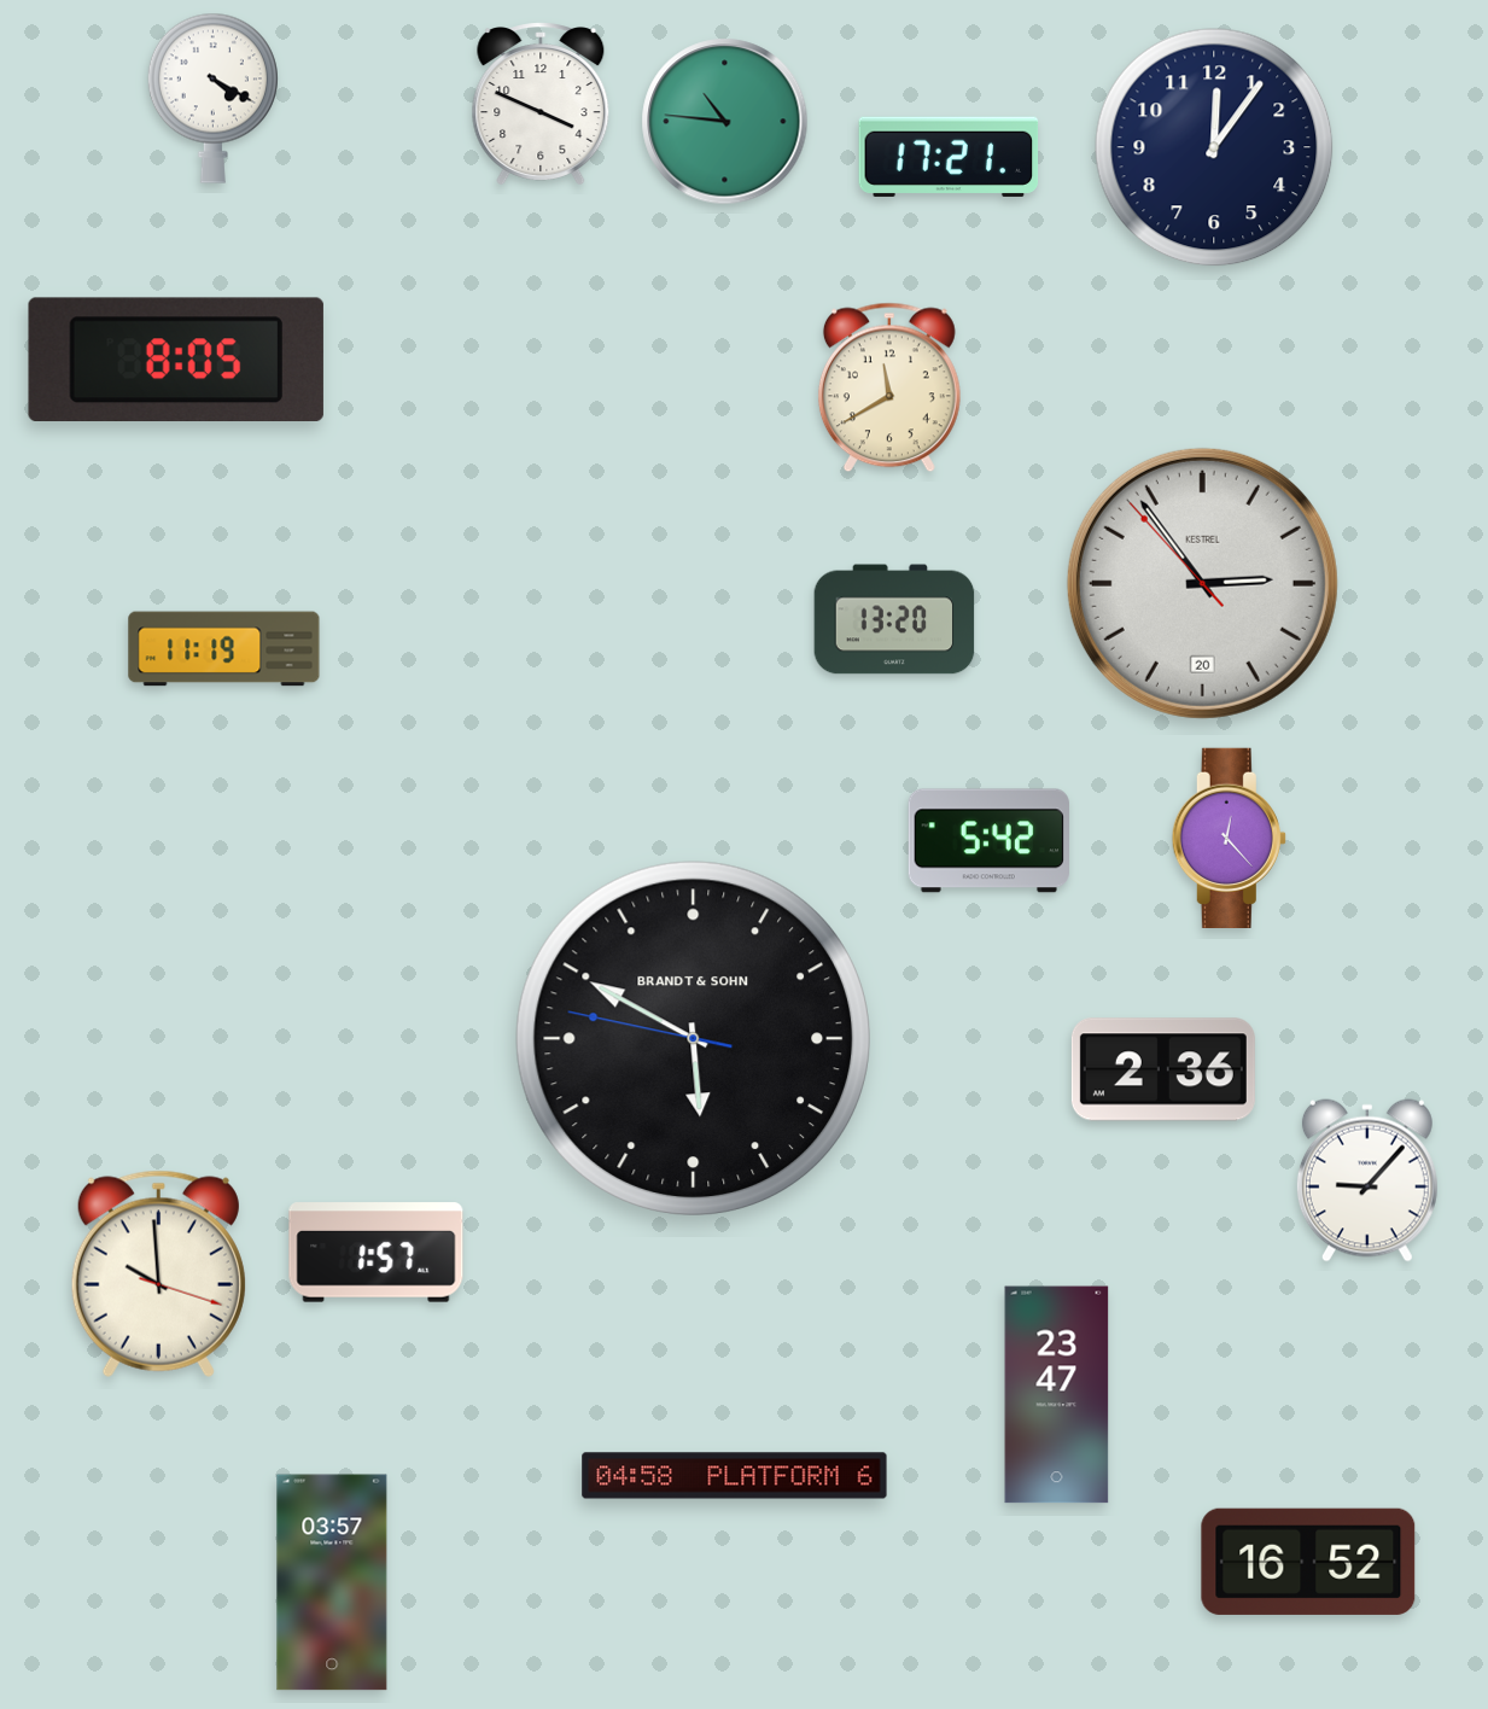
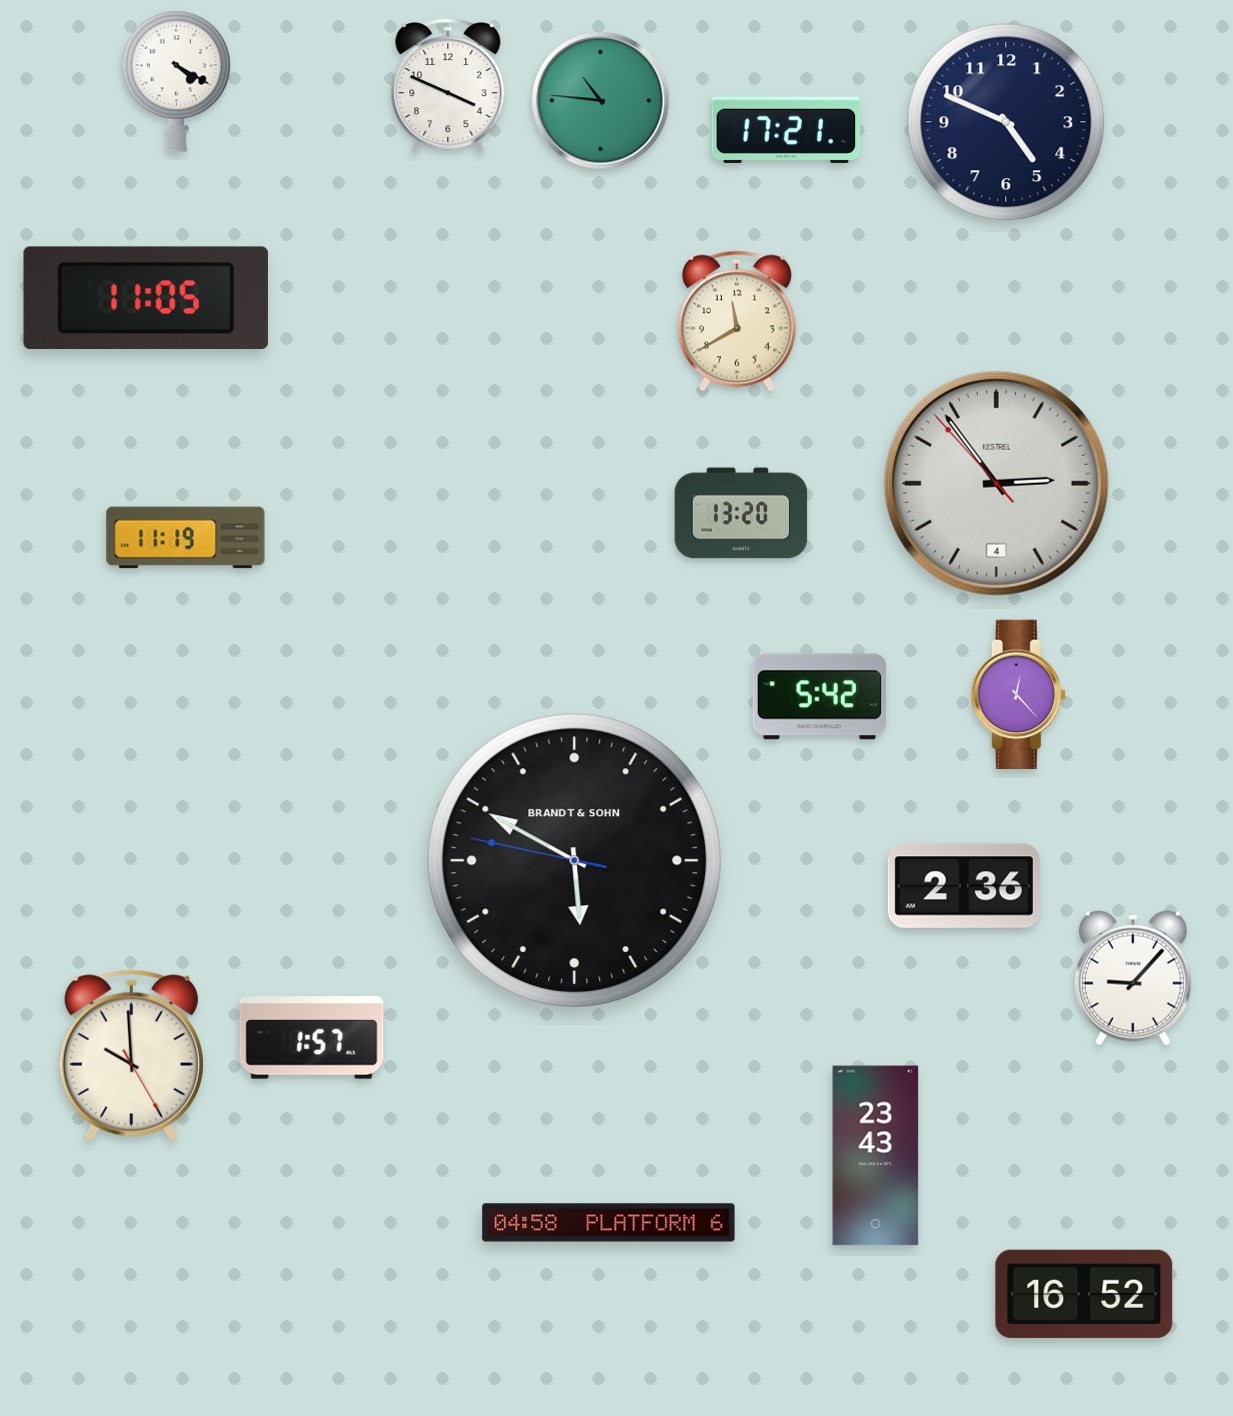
clock at (1214, 147): 12:06 -> 4:49
clock at (176, 358): 8:05 -> 11:05
clock at (1202, 583) date: 20 -> 4
clock at (158, 1273): 9:59:18 -> 9:59:25
clock at (1057, 1395): 23:47 -> 23:43
clock at (332, 1582): 03:57 -> none
